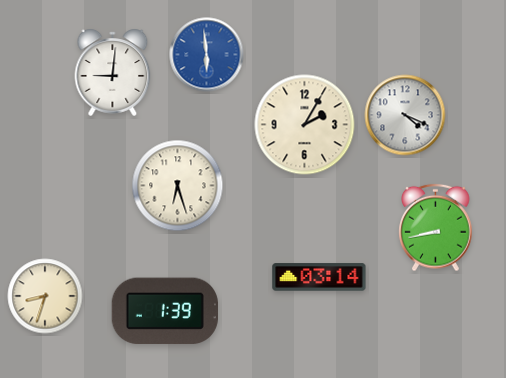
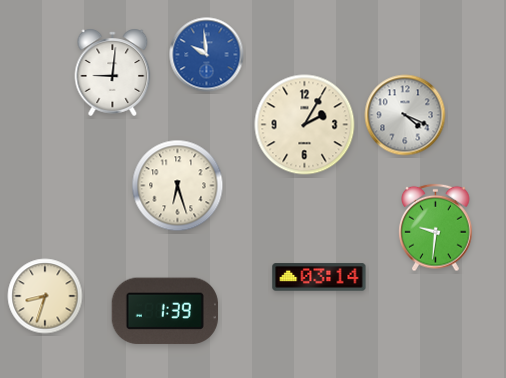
clock at (207, 55): 5:59 -> 9:59
clock at (436, 228): 8:43 -> 9:31
